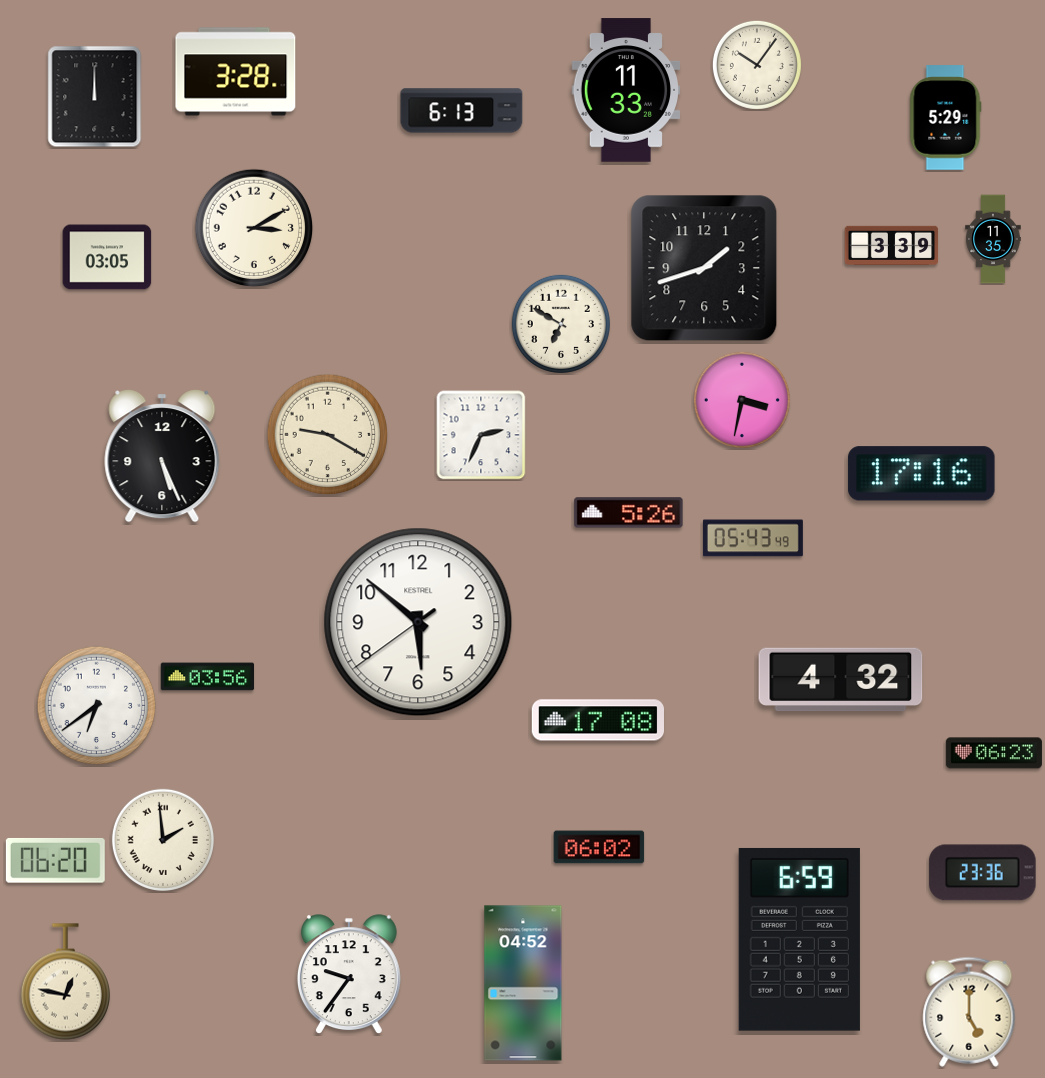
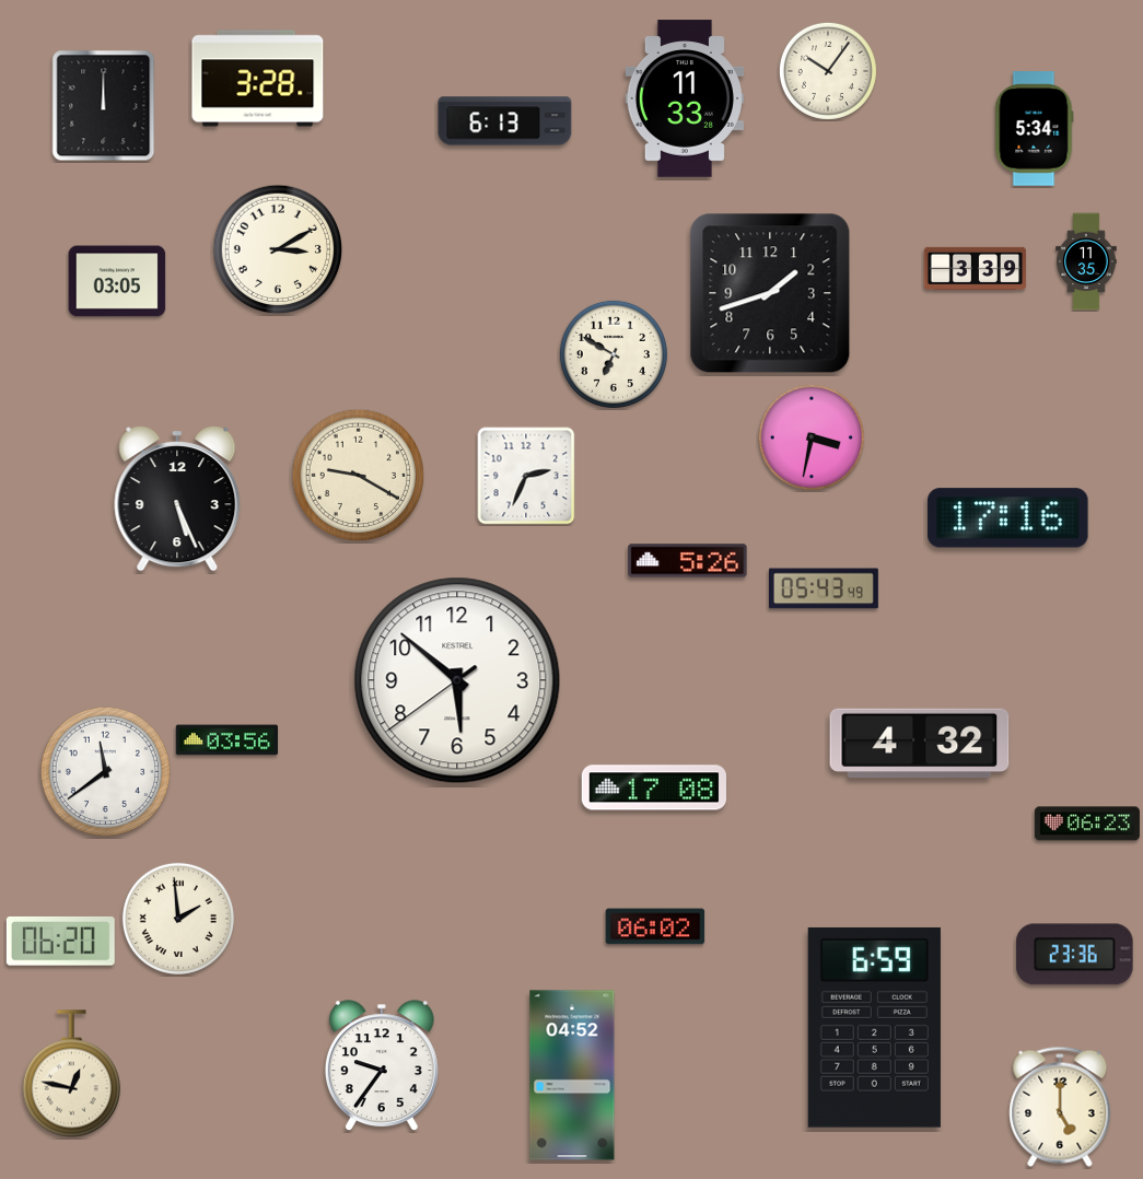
clock at (946, 118): 5:29 -> 5:34
clock at (97, 706): 6:39 -> 11:39
